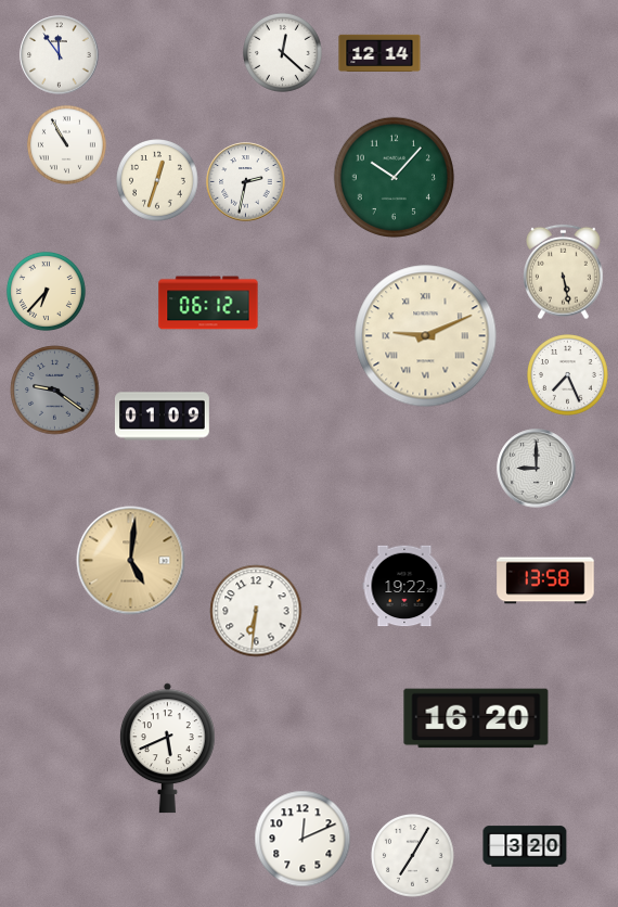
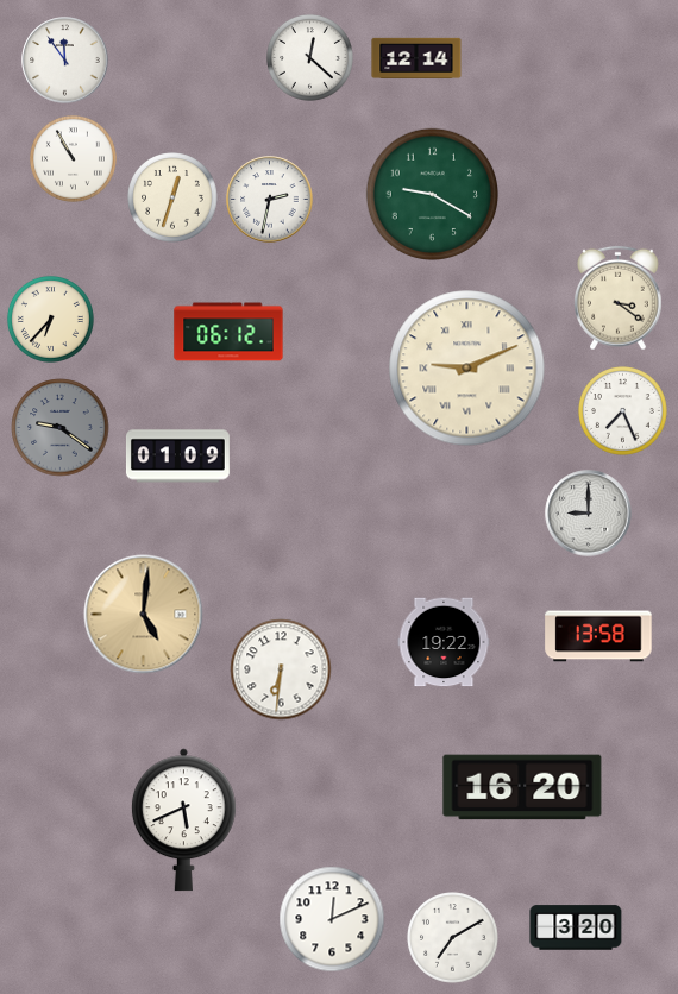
clock at (395, 178): 10:07 -> 9:20
clock at (564, 272): 5:28 -> 3:21
clock at (413, 856): 7:05 -> 7:10
